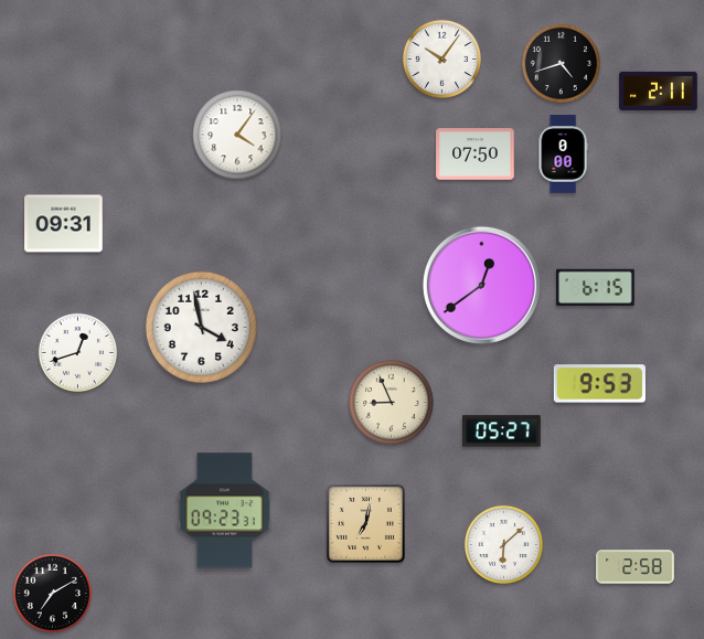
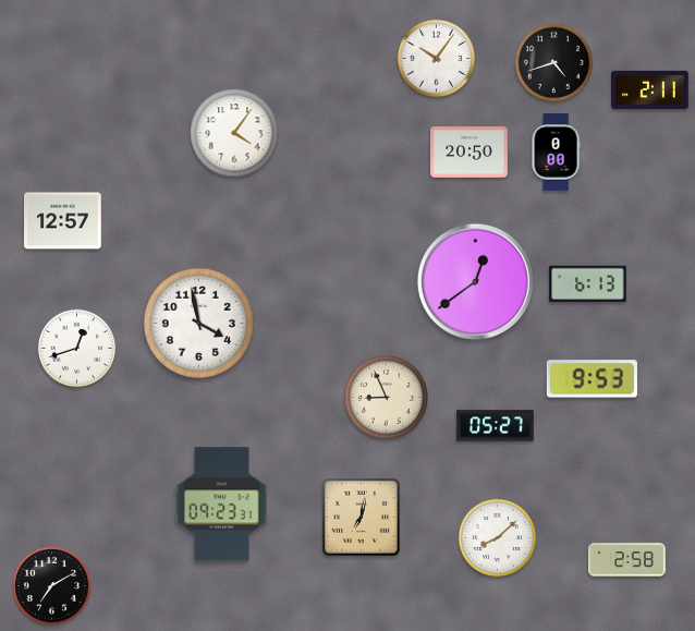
clock at (476, 155): 07:50 -> 20:50
clock at (64, 224): 09:31 -> 12:57
clock at (596, 288): 6:15 -> 6:13
clock at (503, 544): 6:08 -> 8:08
